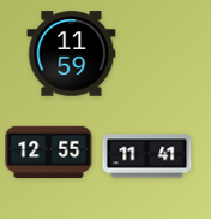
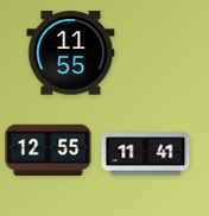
clock at (72, 54): 11:59 -> 11:55
